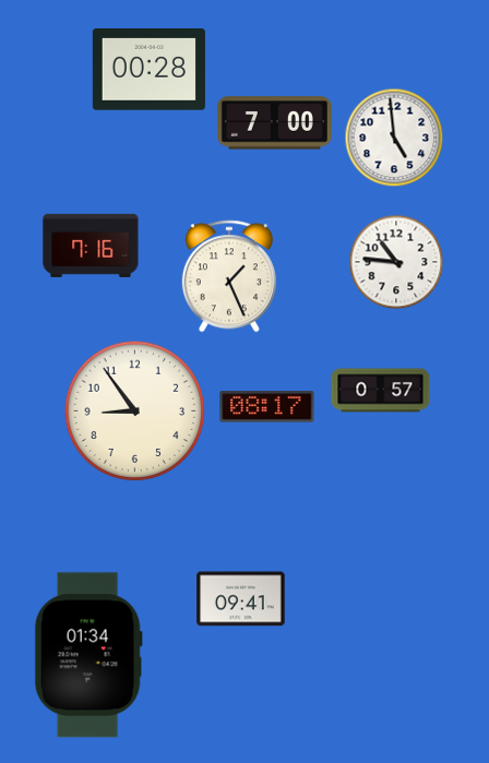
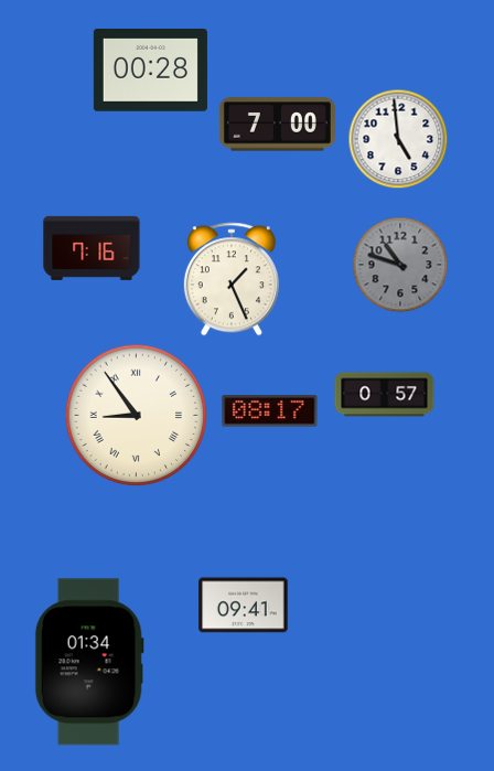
clock at (396, 262): 10:46 -> 10:48
clock at (396, 262) dial: white -> grey
clock at (135, 412) numerals: Arabic -> Roman
